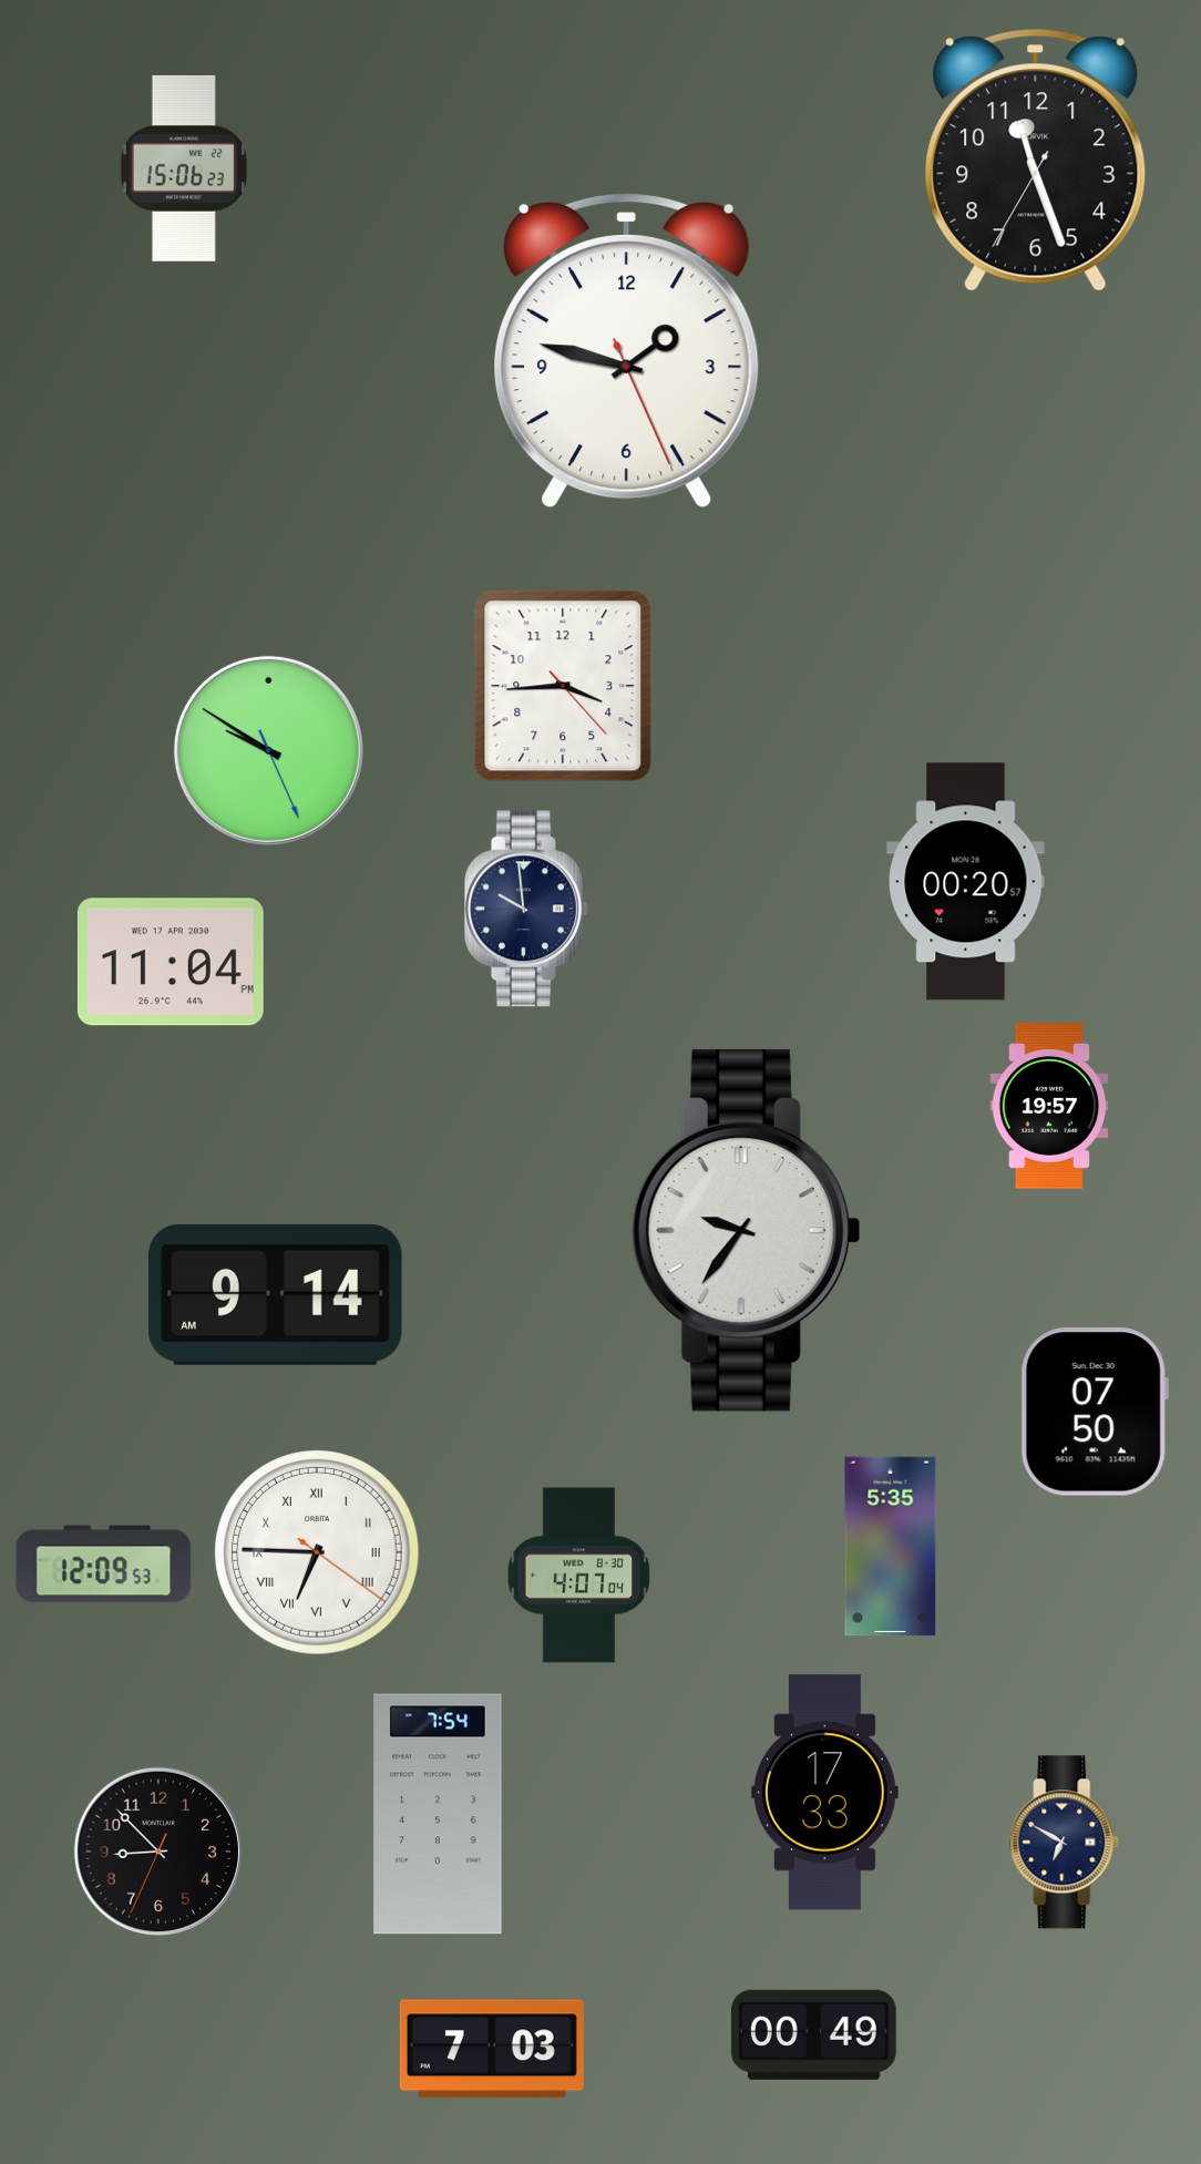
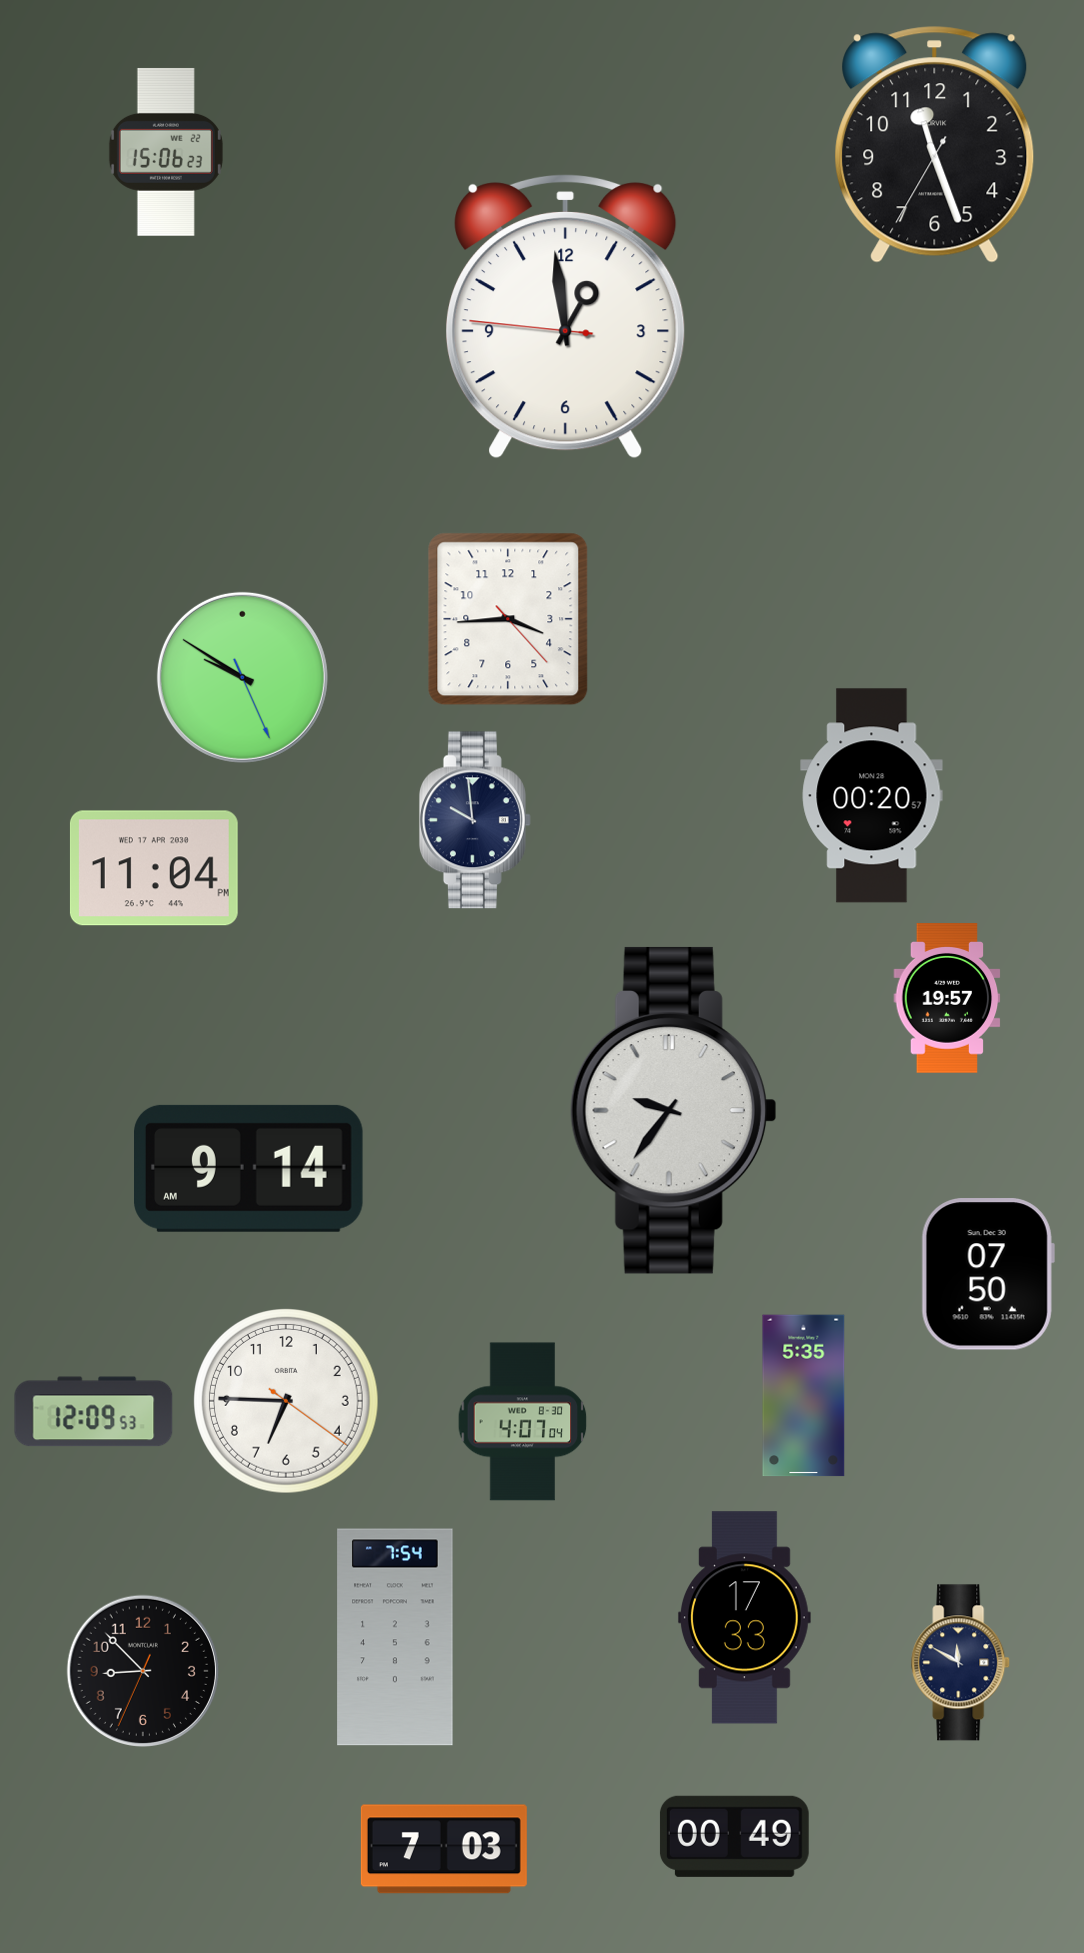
clock at (627, 350): 1:47 -> 12:58
clock at (317, 1552) numerals: Roman -> Arabic
clock at (1065, 1843): 6:50 -> 11:50
